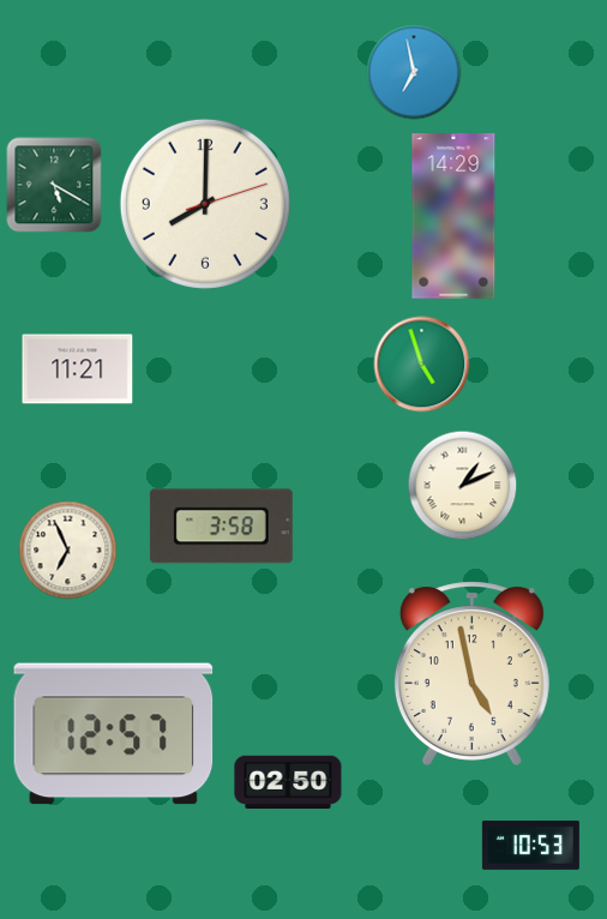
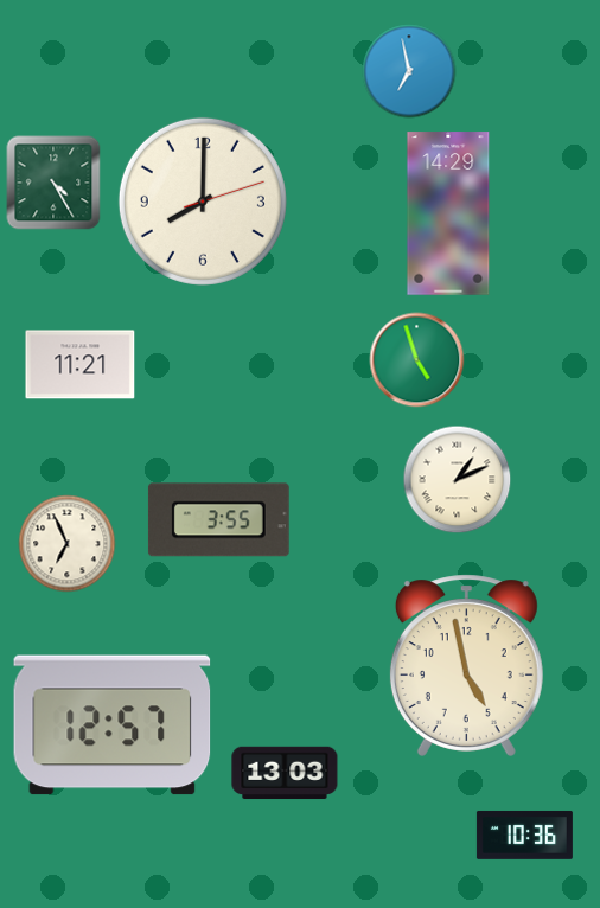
clock at (54, 185): 5:20 -> 4:25
clock at (78, 370) position: (78, 370) -> (81, 365)
clock at (221, 527): 3:58 -> 3:55
clock at (288, 782): 02:50 -> 13:03
clock at (530, 845): 10:53 -> 10:36
